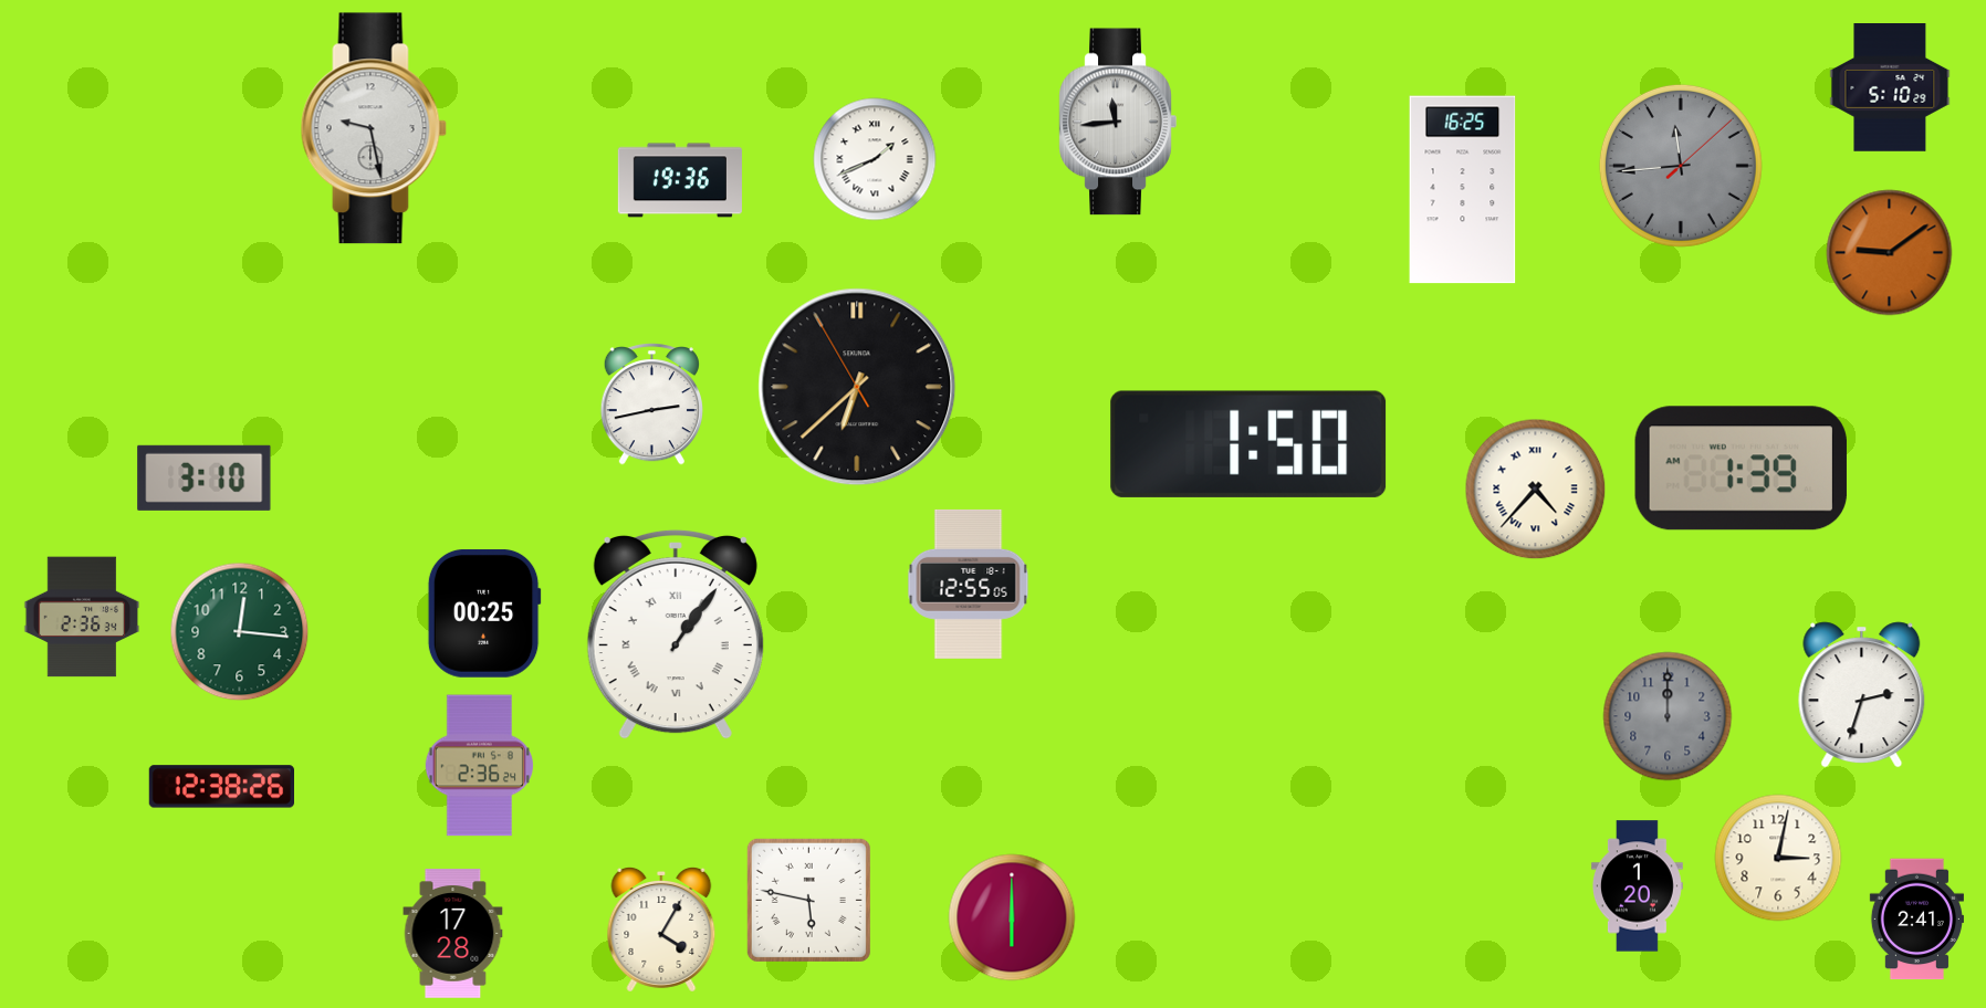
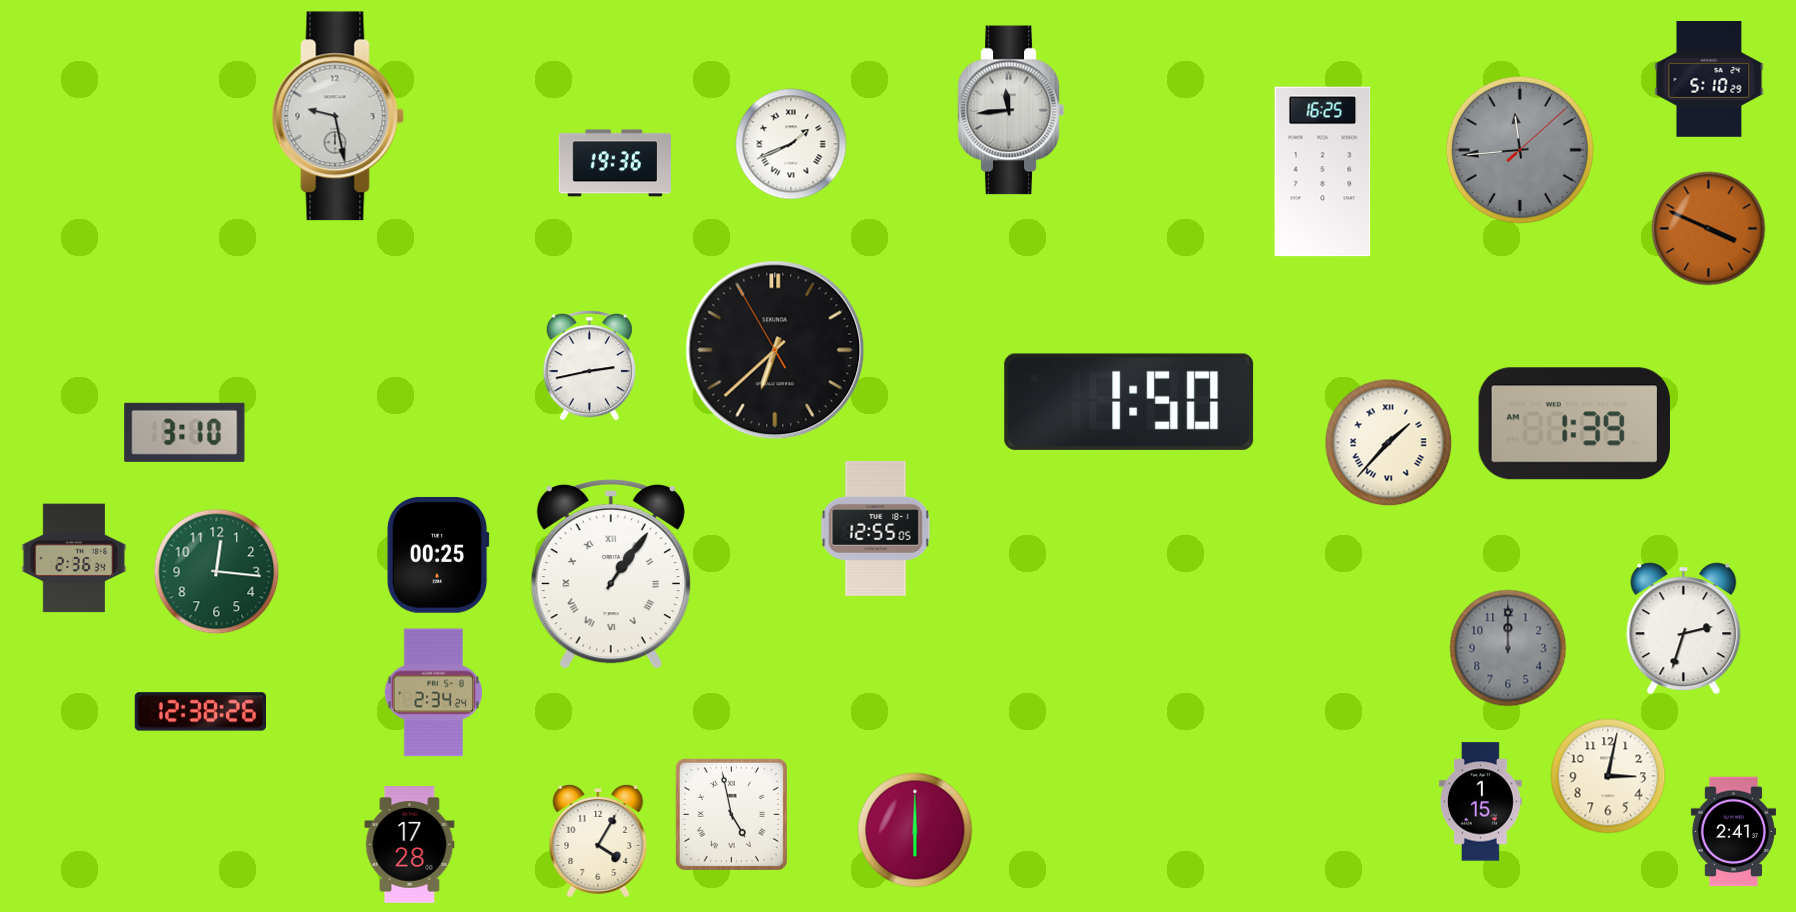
clock at (1890, 253): 9:09 -> 3:49
clock at (1536, 490): 4:37 -> 1:37
clock at (479, 766): 2:36 -> 2:34
clock at (1637, 886): 1:20 -> 1:15
clock at (808, 900): 5:47 -> 4:58
